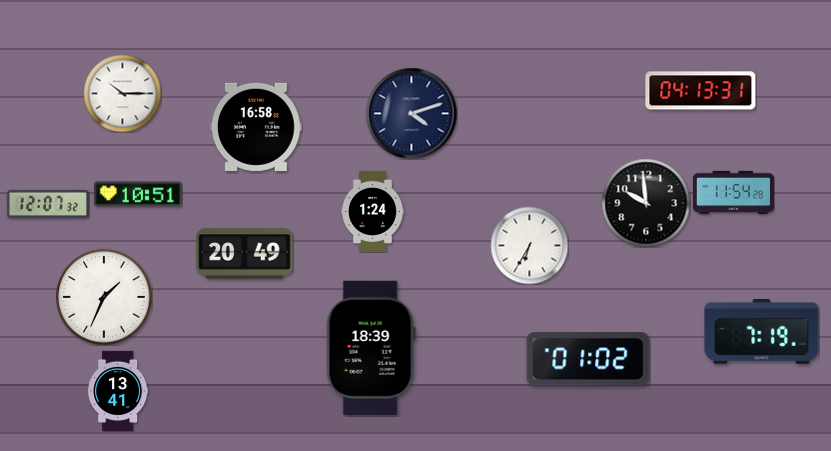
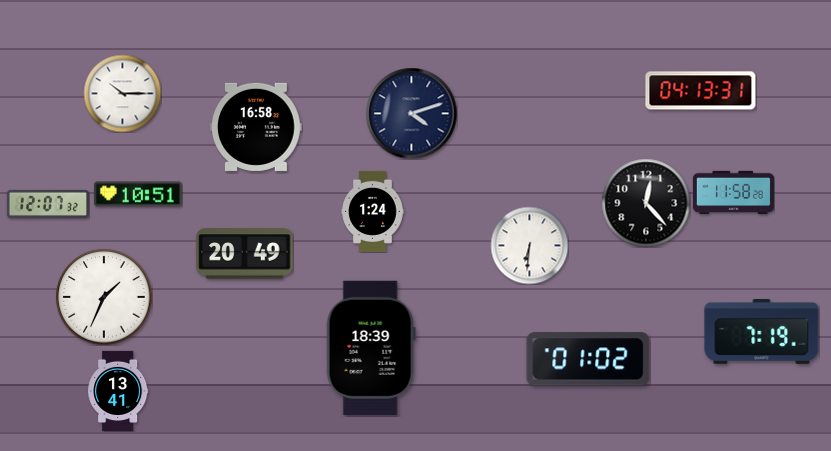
clock at (733, 193): 11:54 -> 11:58
clock at (646, 203): 9:59 -> 12:23
clock at (529, 245): 6:35 -> 6:31
